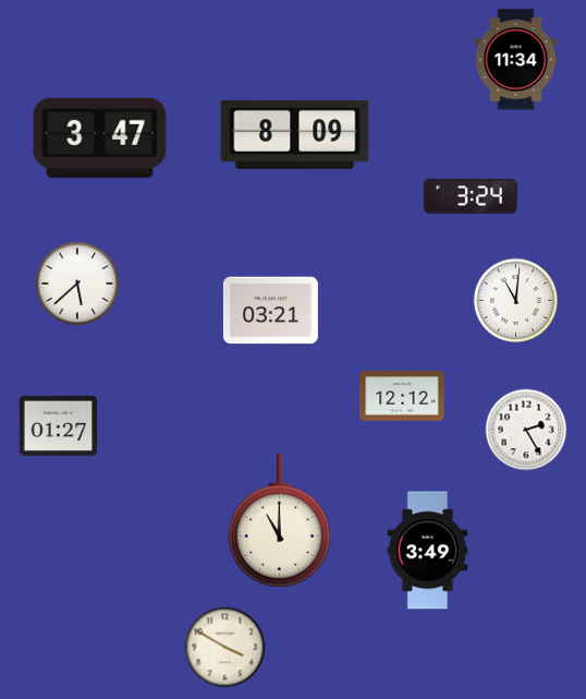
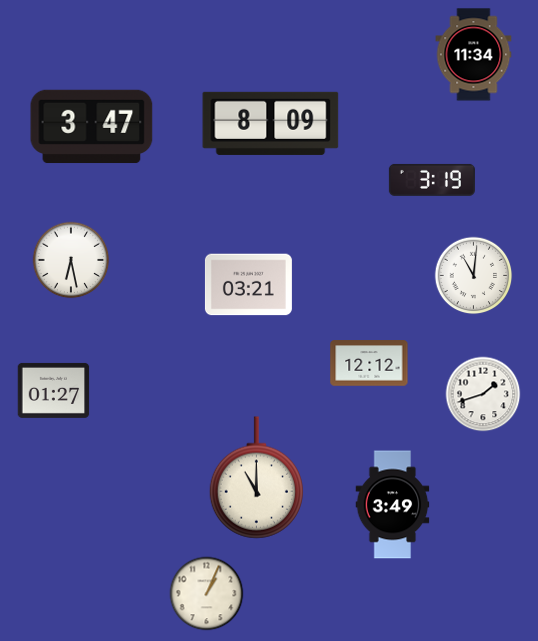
clock at (471, 196): 3:24 -> 3:19
clock at (77, 284): 5:38 -> 6:28
clock at (526, 430): 2:25 -> 1:42
clock at (225, 648): 3:50 -> 1:04
